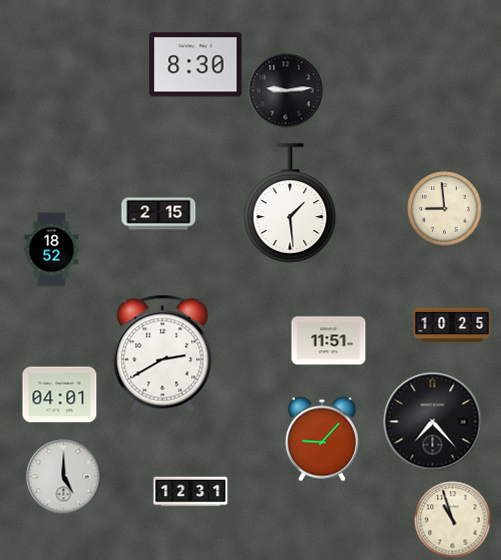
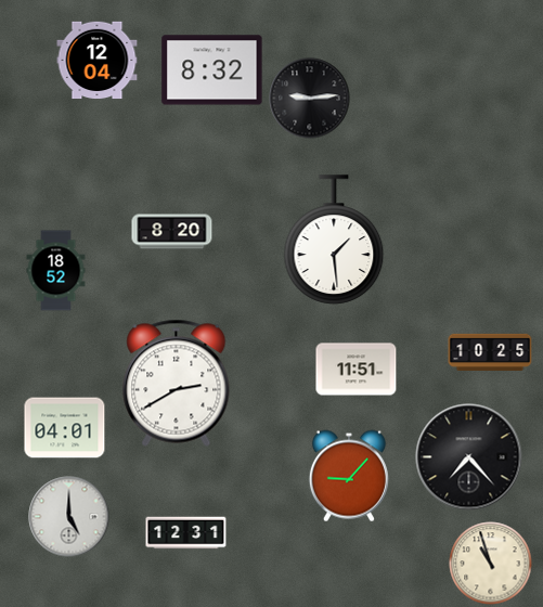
clock at (98, 61): none -> 12:04
clock at (196, 65): 8:30 -> 8:32
clock at (290, 203) position: (290, 203) -> (334, 240)
clock at (445, 209): 8:59 -> none
clock at (159, 214): 2:15 -> 8:20
clock at (191, 492) position: (191, 492) -> (186, 533)
